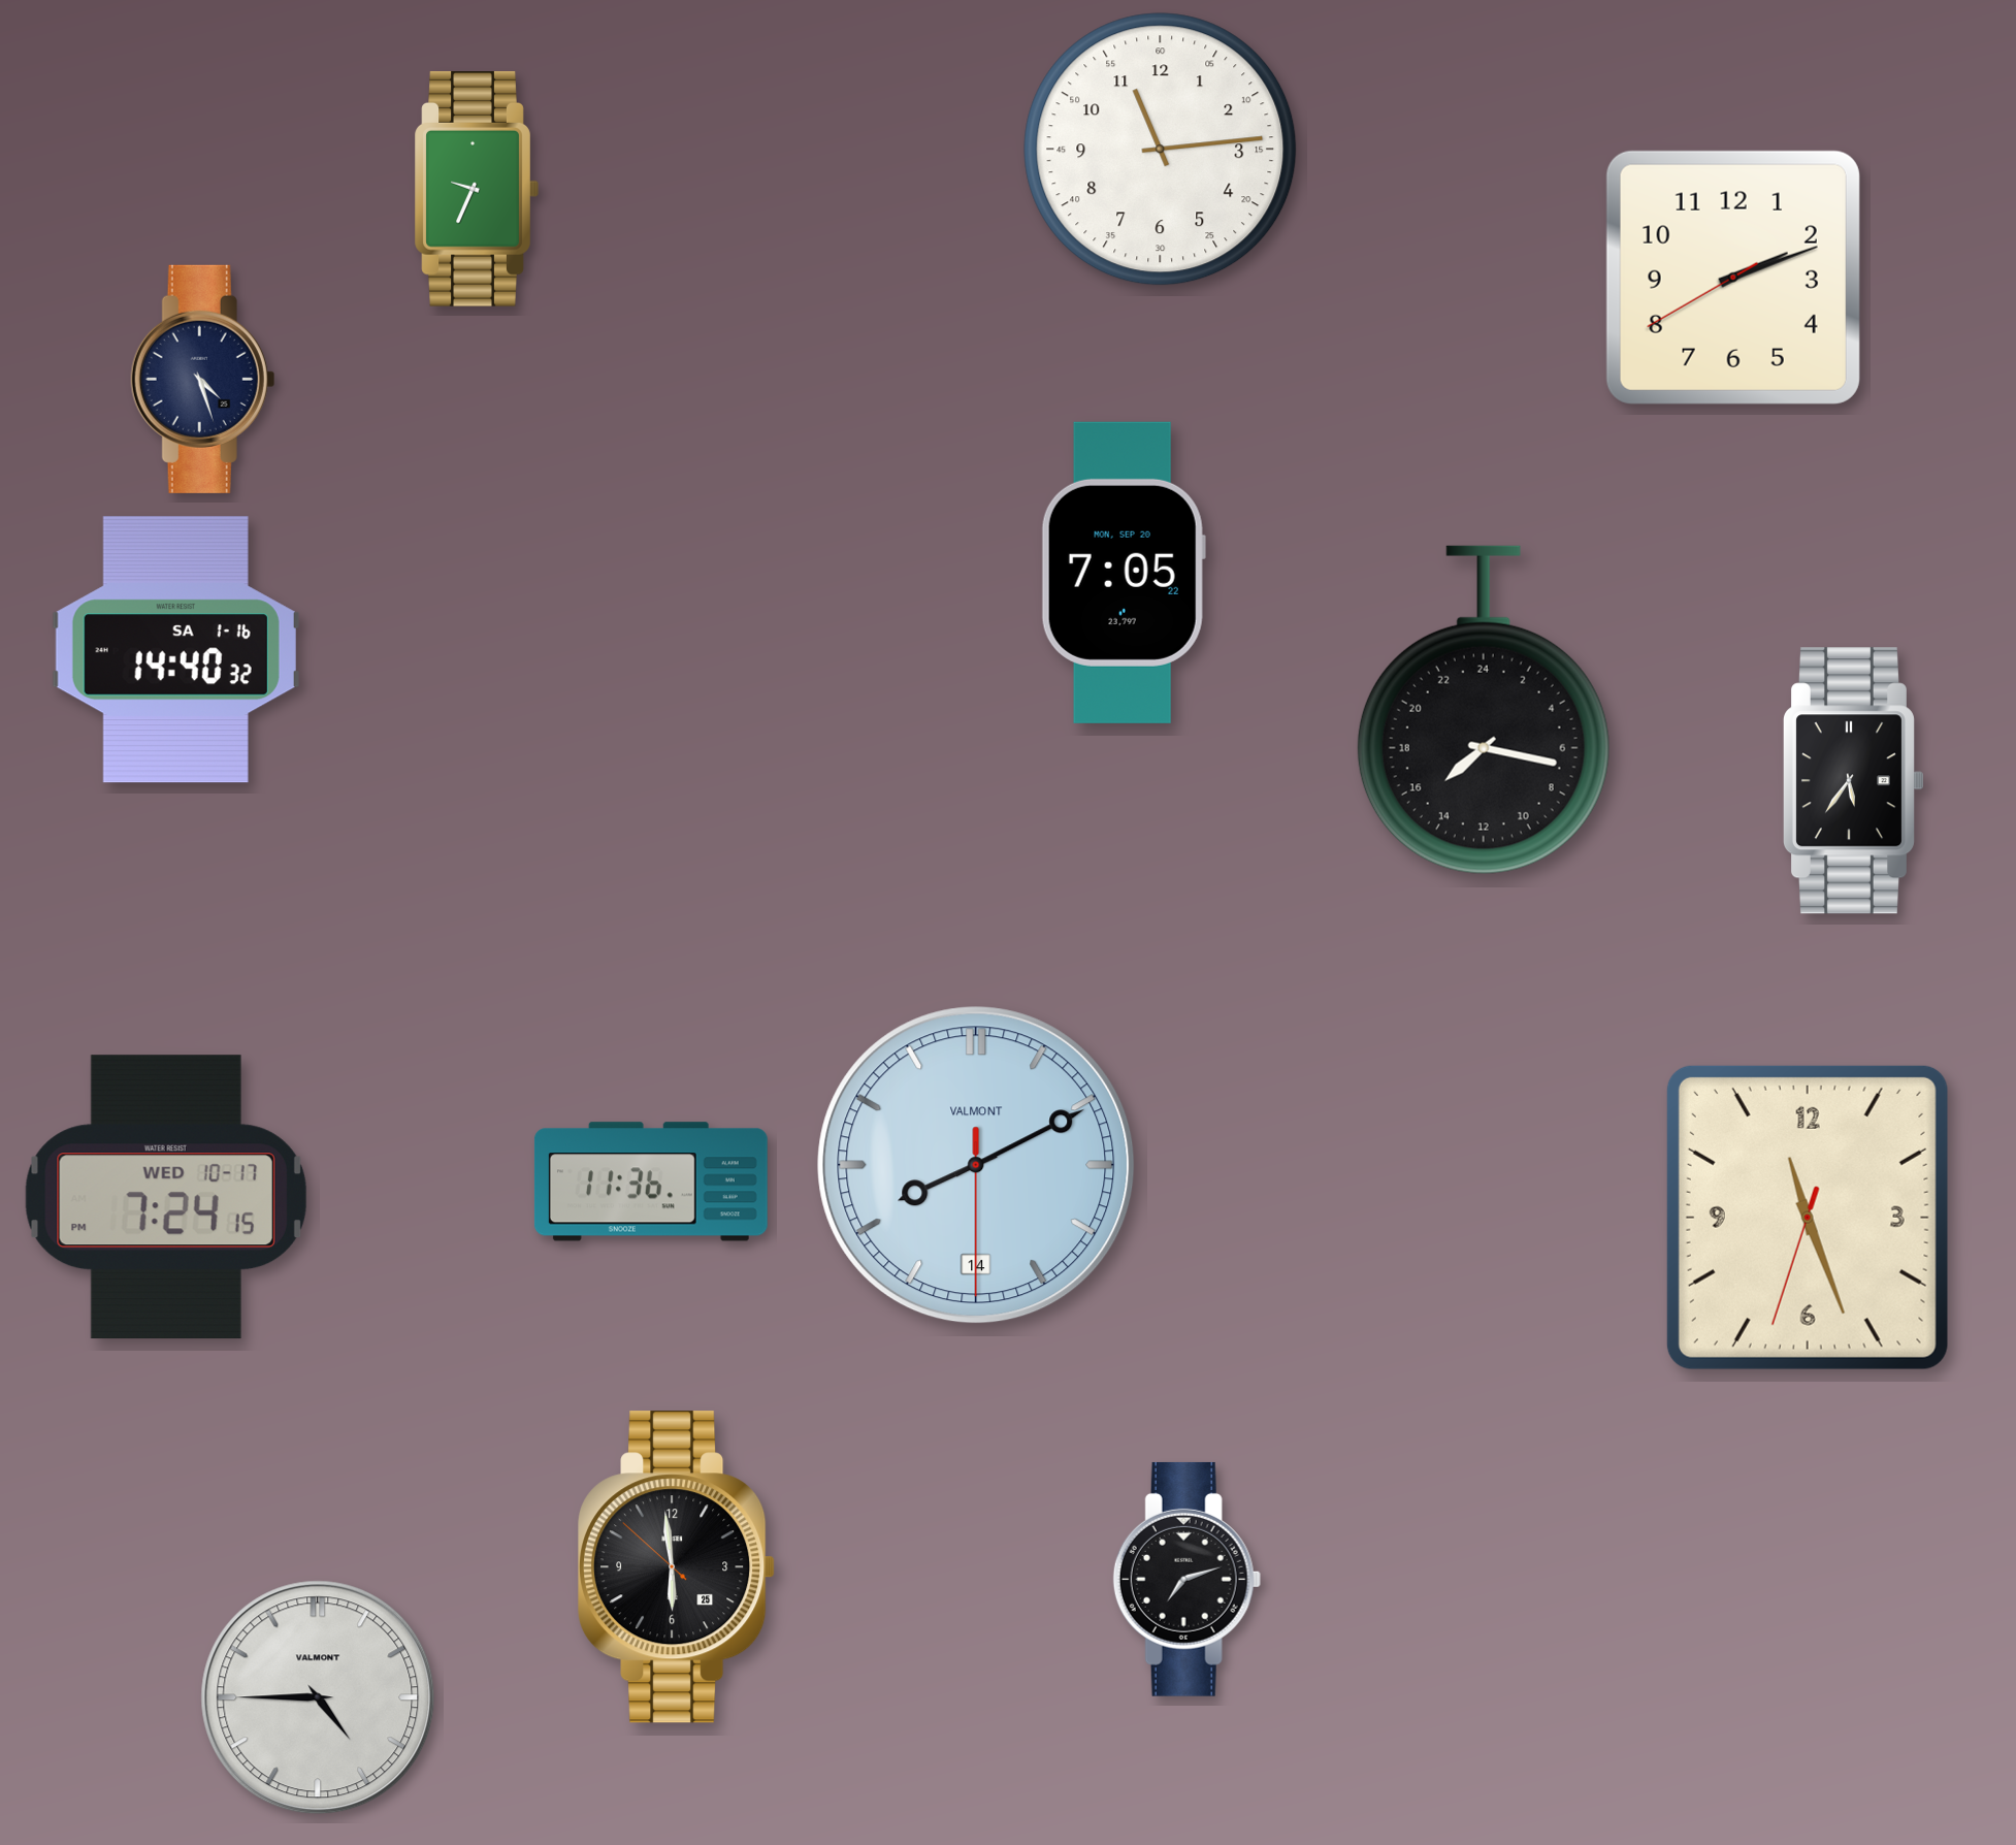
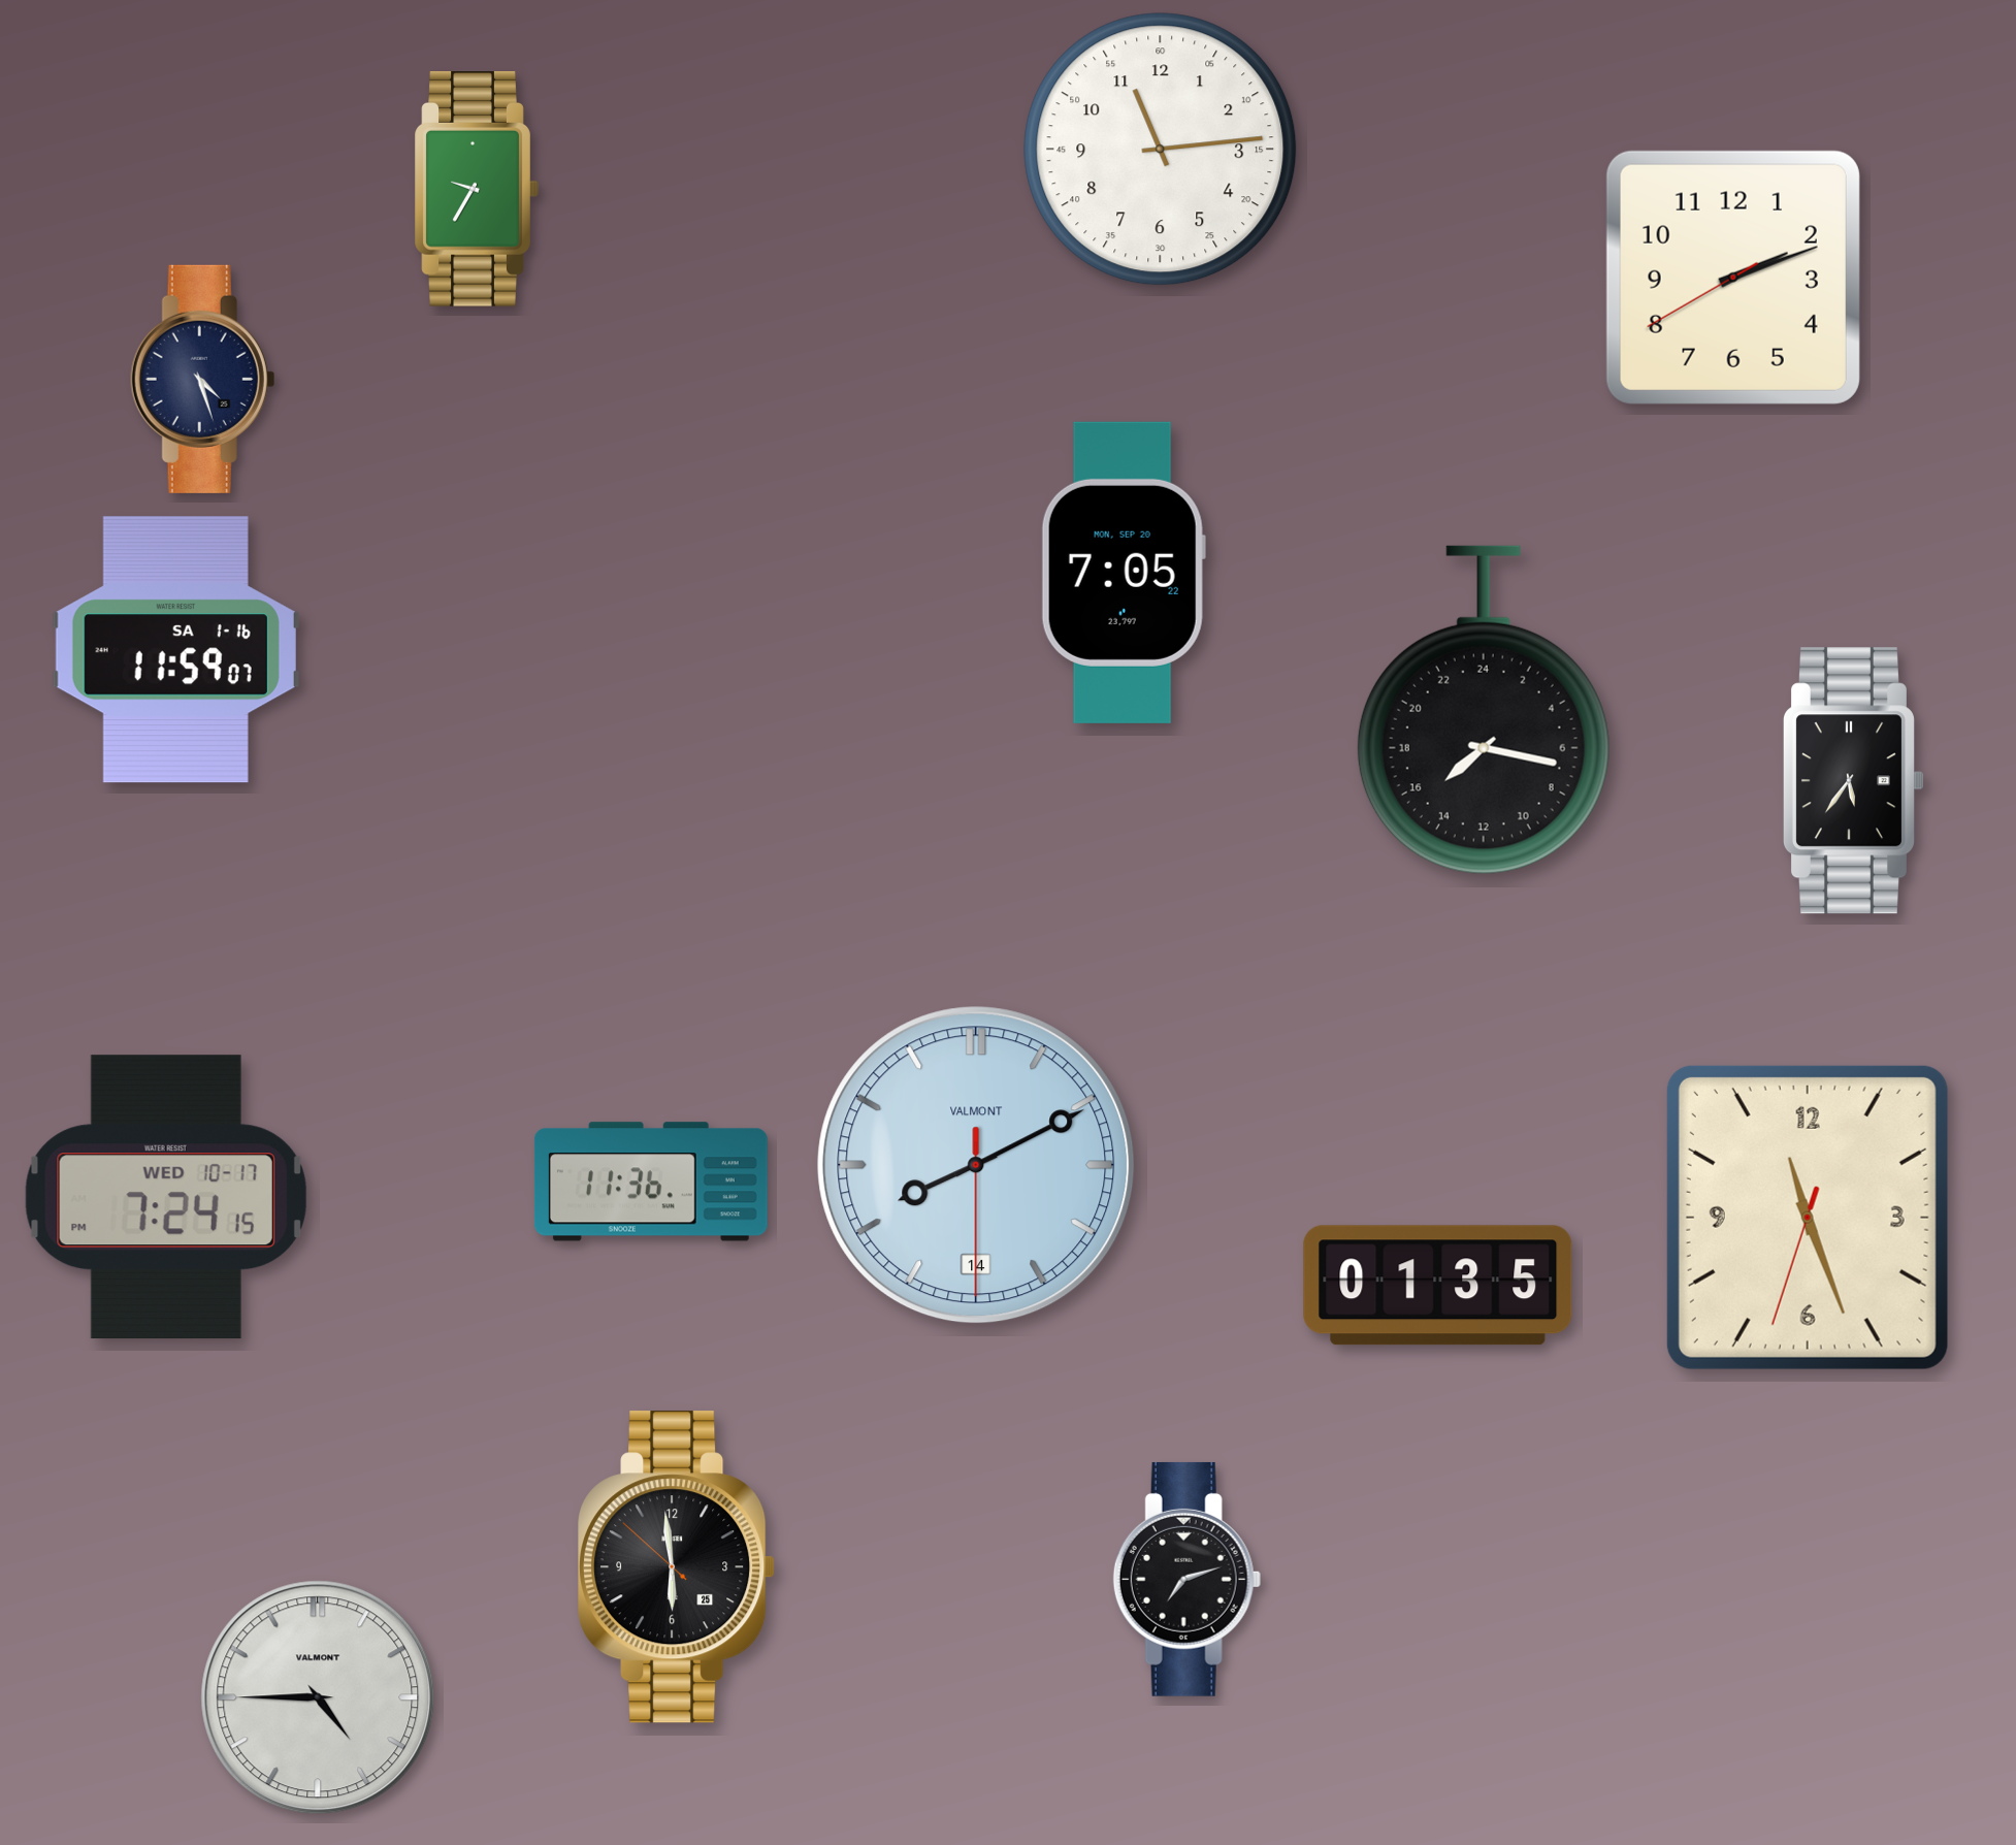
clock at (477, 189): 9:34 -> 9:35
clock at (175, 650): 14:40 -> 11:59
clock at (1438, 1286): none -> 01:35
